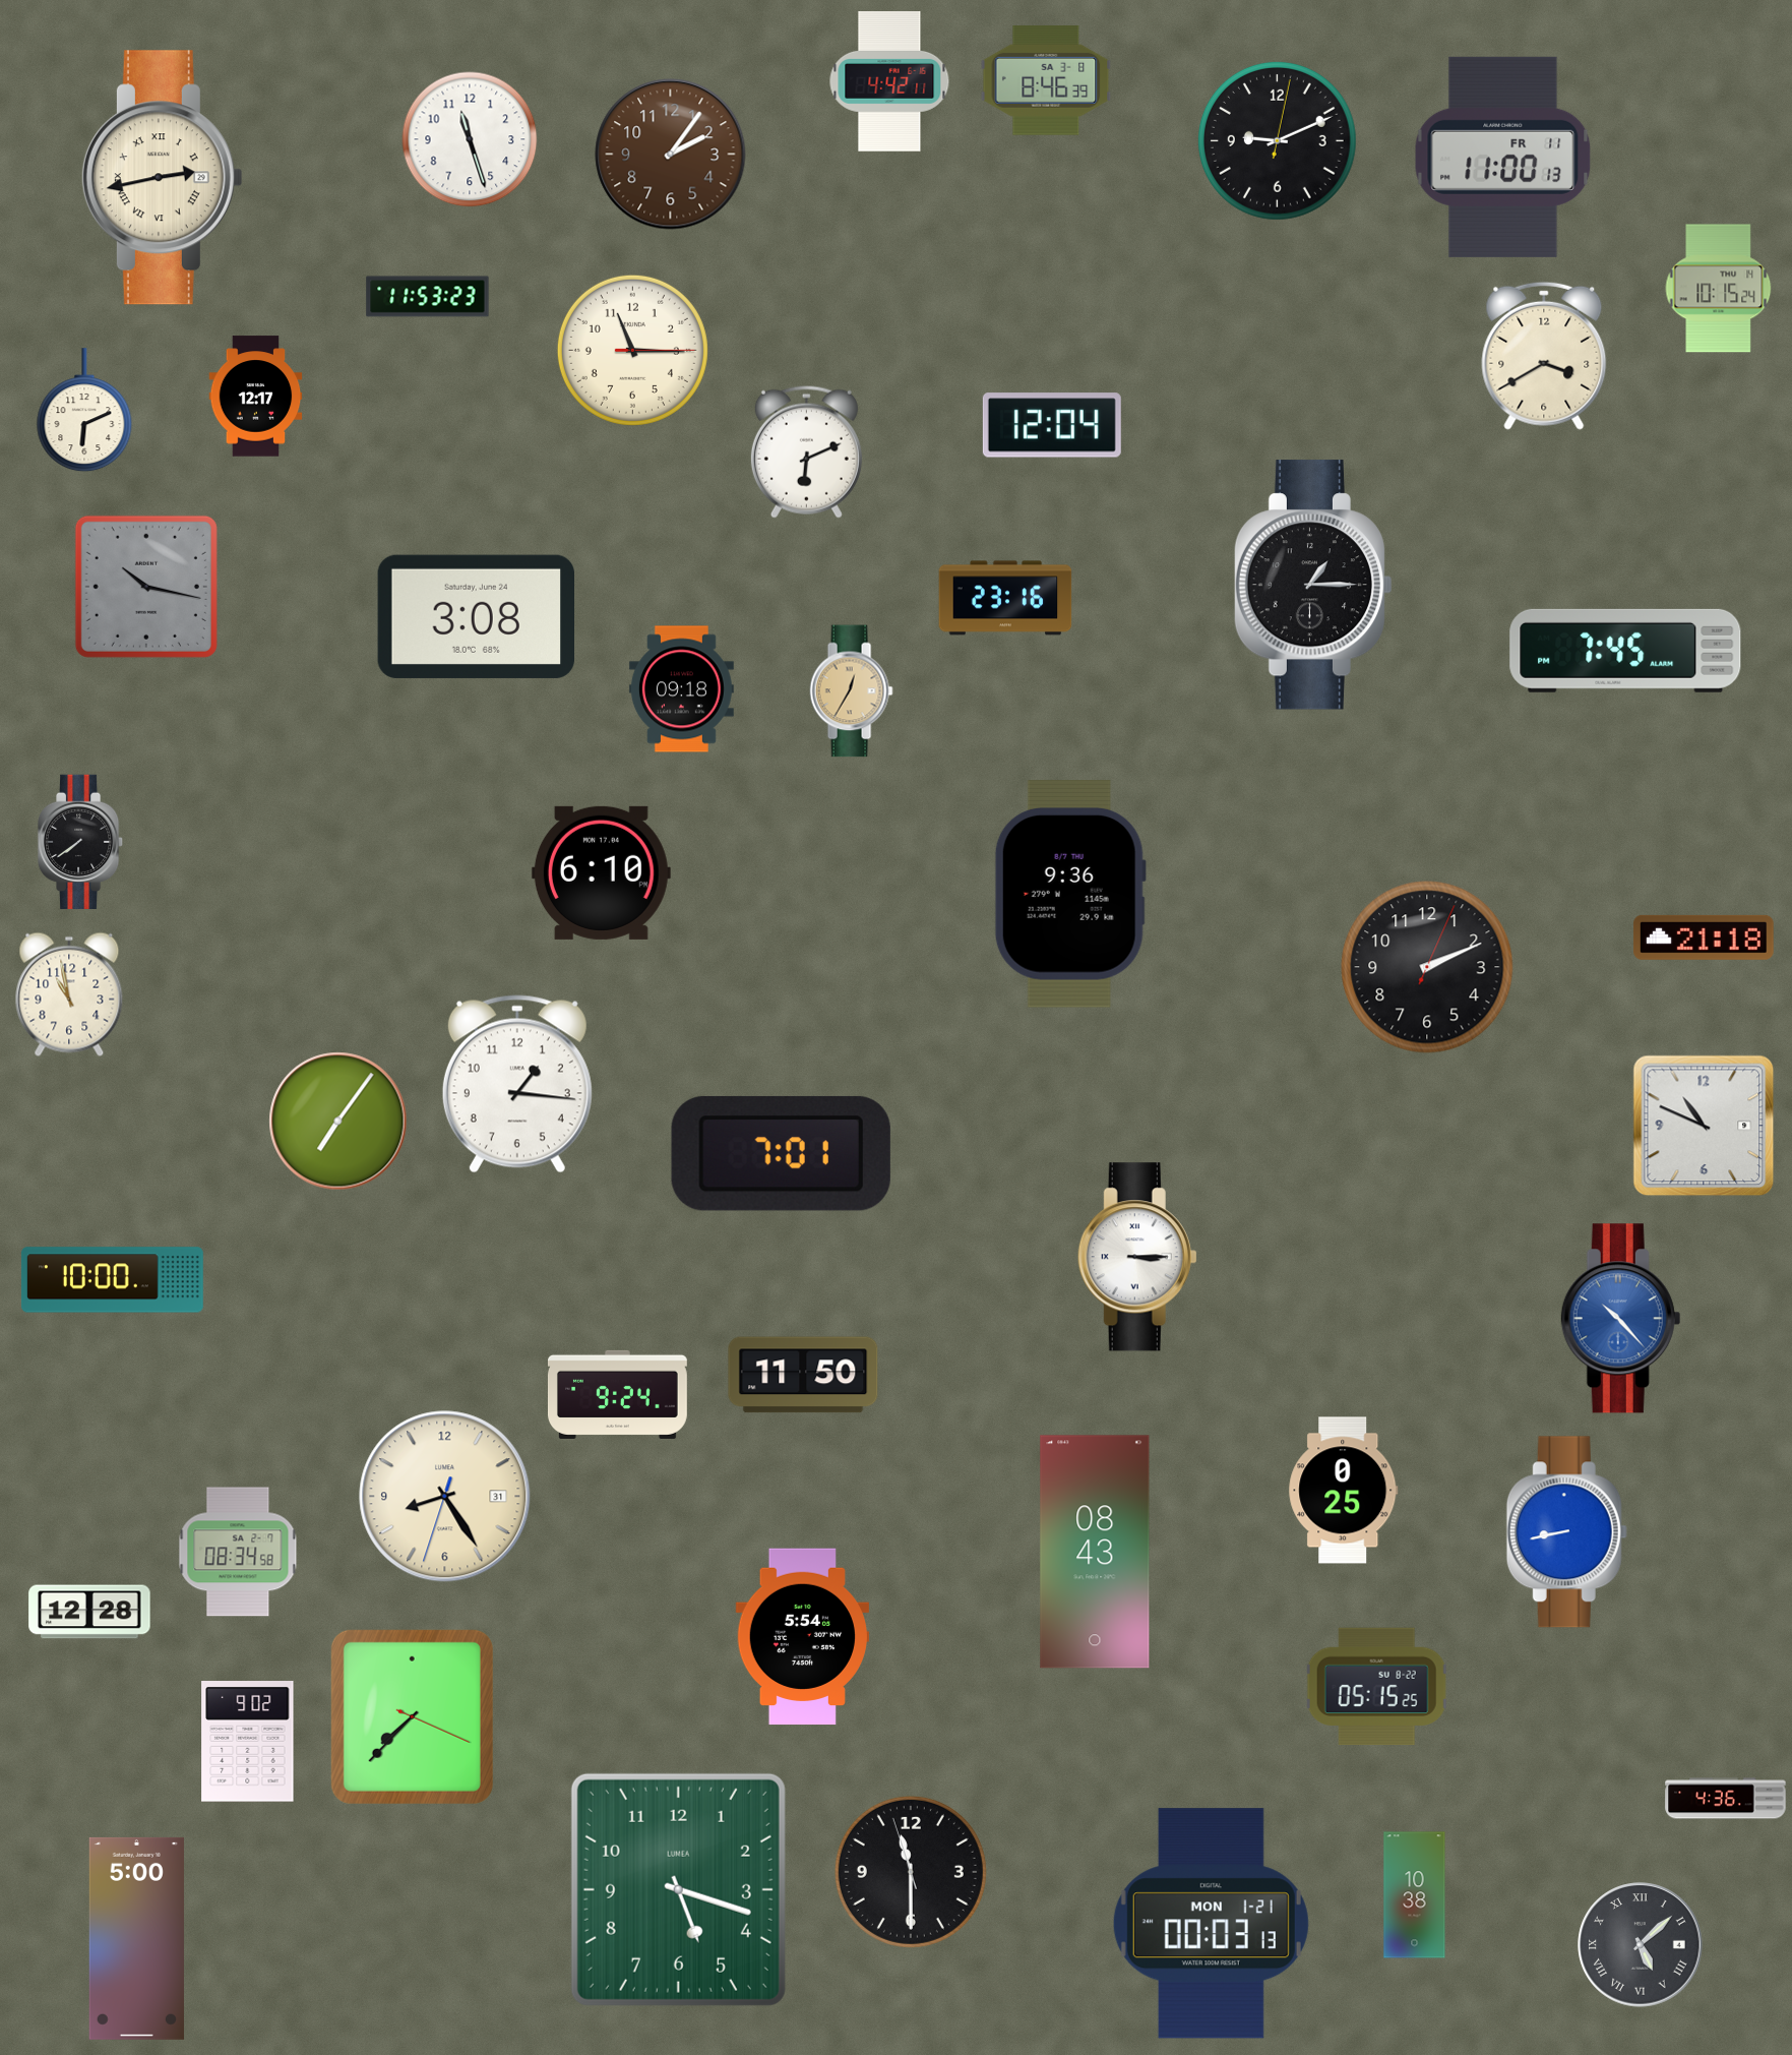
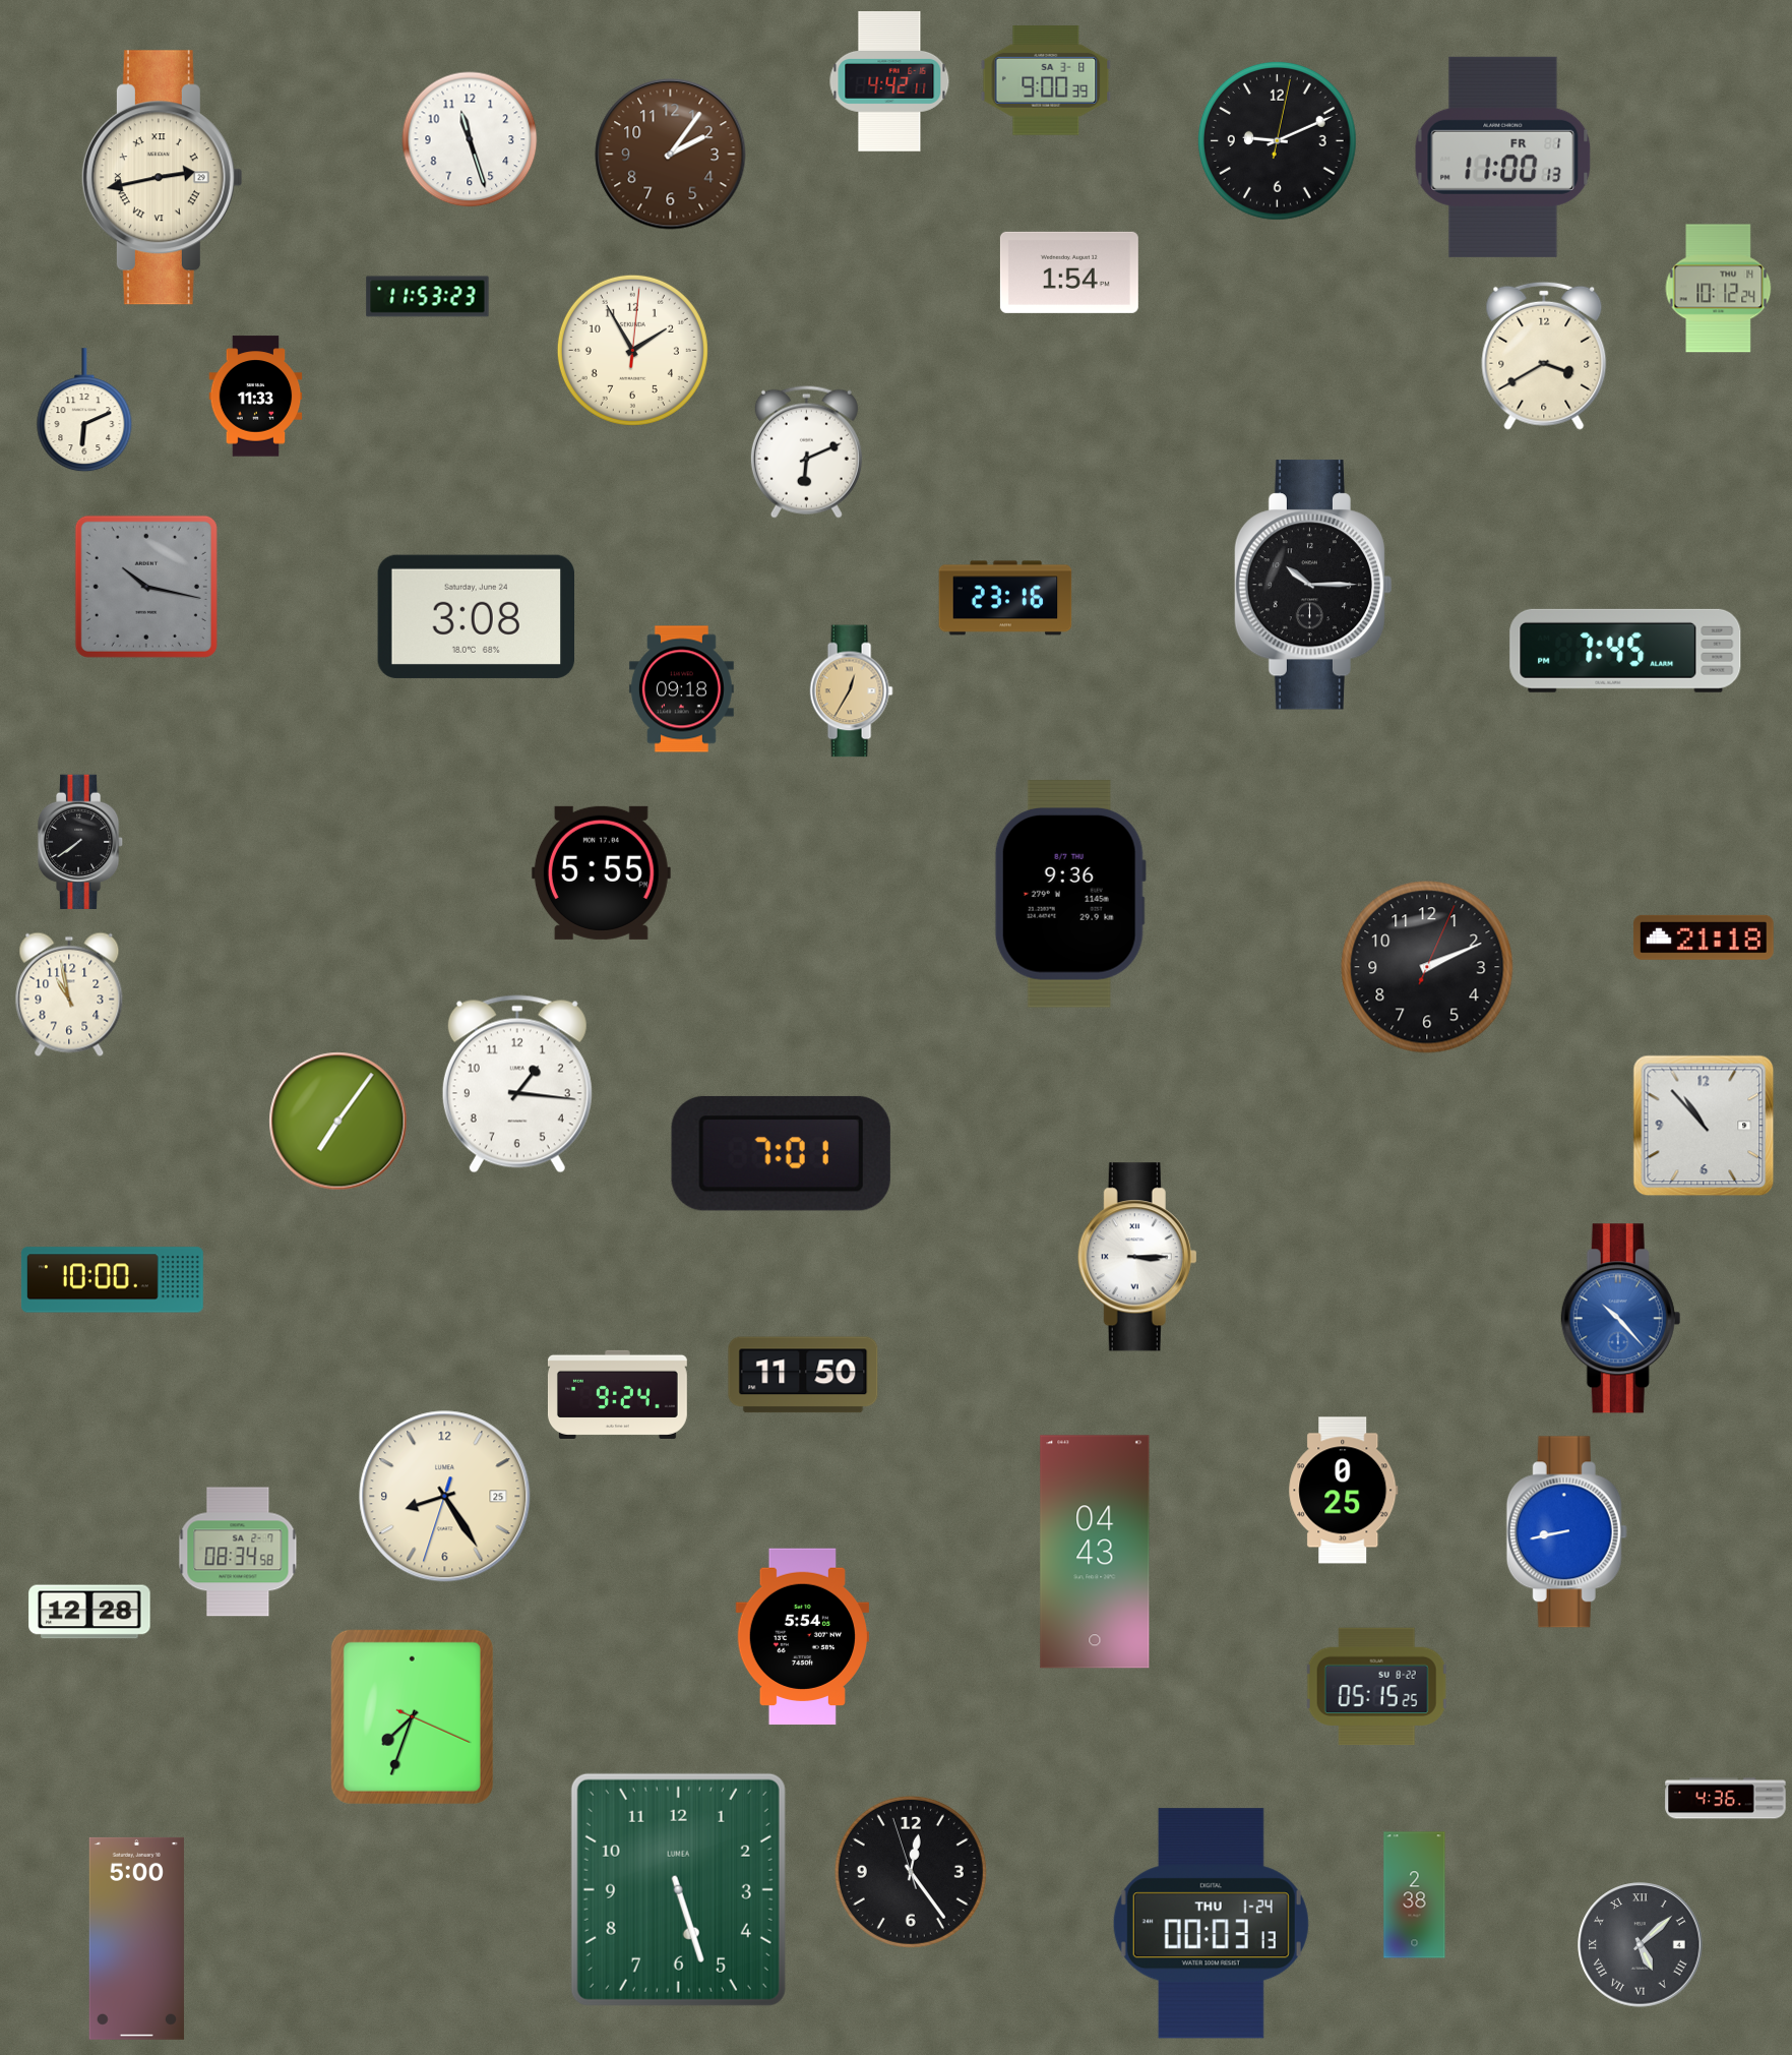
clock at (1046, 80): 8:46 -> 9:00
clock at (1503, 157) date: FR 11 -> FR 1
clock at (1069, 273): none -> 1:54
clock at (1719, 289): 10:15 -> 10:12
clock at (632, 350): 11:15 -> 1:55
clock at (256, 397): 12:17 -> 11:33
clock at (1052, 425): 12:04 -> none
clock at (1313, 585): 1:15 -> 10:15
clock at (601, 872): 6:10 -> 5:55
clock at (1704, 1126): 10:49 -> 10:53
clock at (445, 1497) date: 31 -> 25
clock at (1095, 1552): 08:43 -> 04:43
clock at (412, 1716): 7:37 -> 7:33
clock at (248, 1742): 9:02 -> none
clock at (911, 1872): 11:29 -> 12:23
clock at (678, 1889): 5:18 -> 5:27
clock at (1415, 1895): 10:38 -> 2:38
clock at (1211, 1924) date: MON 1-21 -> THU 1-24
